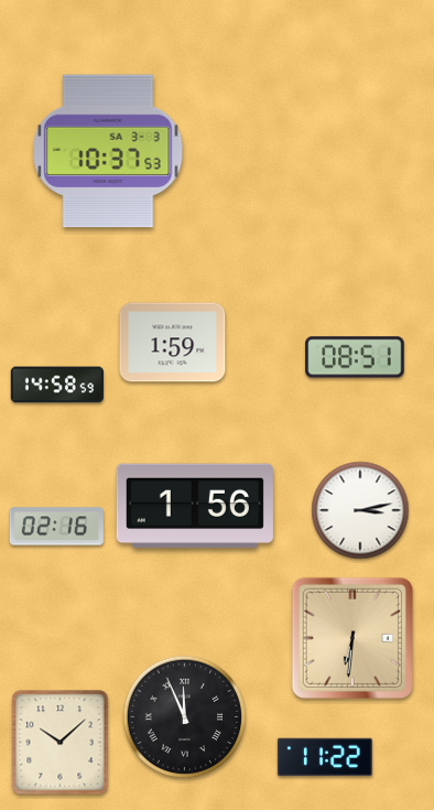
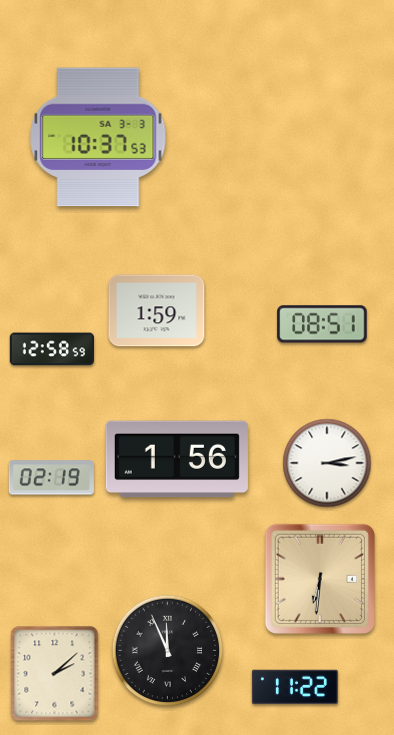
clock at (56, 385): 14:58 -> 12:58
clock at (56, 527): 02:16 -> 02:19
clock at (61, 743): 10:08 -> 2:08
